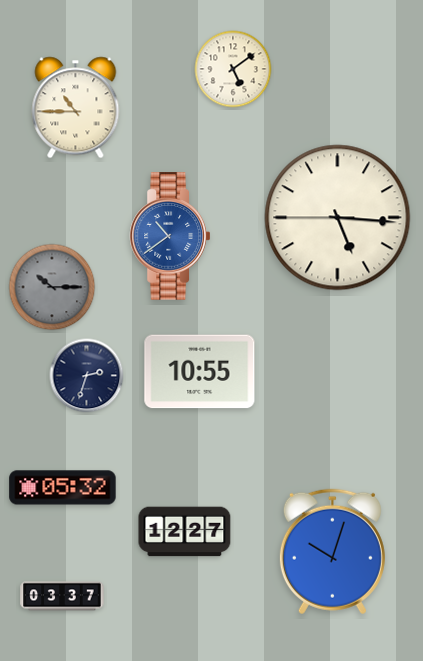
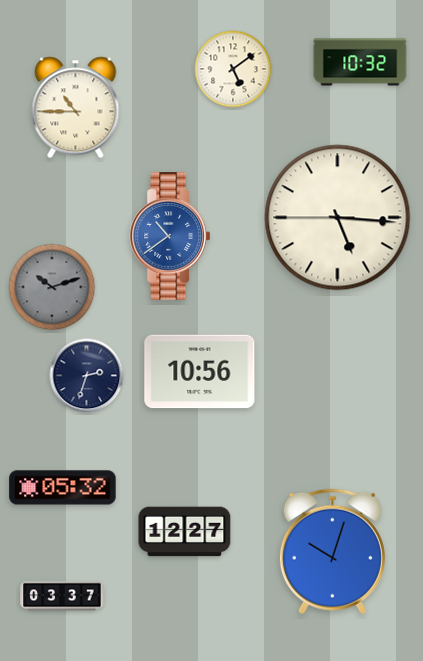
clock at (360, 62): none -> 10:32
clock at (52, 287): 10:15 -> 10:12
clock at (200, 372): 10:55 -> 10:56
